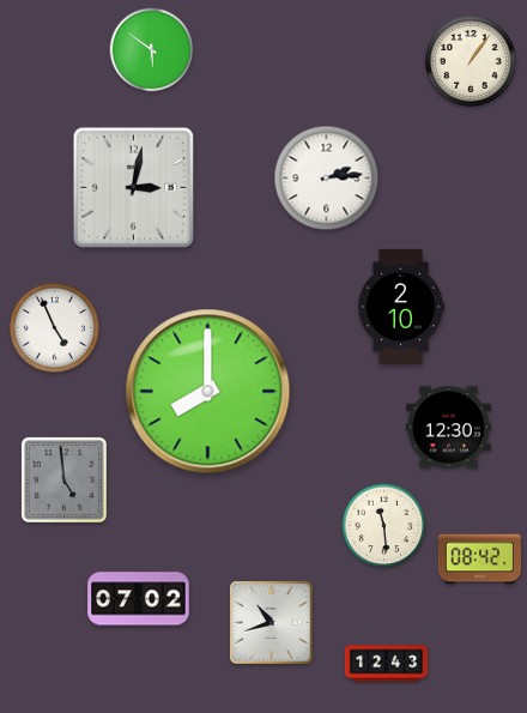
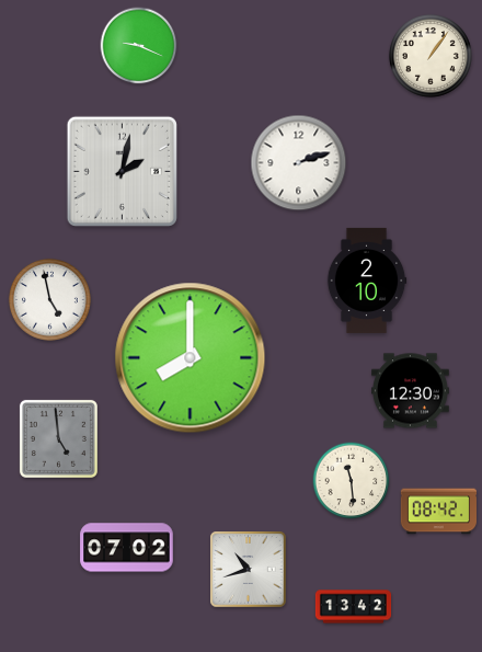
clock at (152, 50): 5:51 -> 9:19
clock at (327, 179): 2:14 -> 2:12
clock at (133, 187): 3:02 -> 2:02
clock at (54, 327): 4:56 -> 4:58
clock at (387, 664): 12:43 -> 13:42
